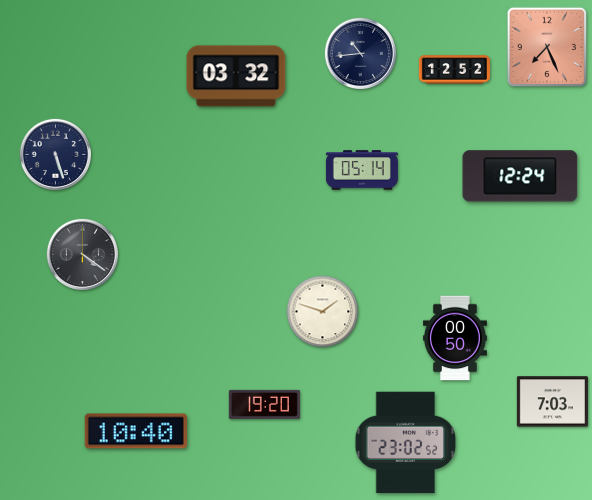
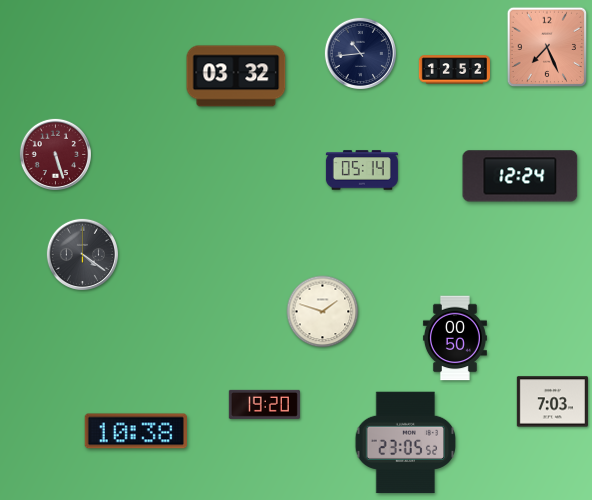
clock at (55, 154) dial: navy -> burgundy
clock at (136, 431): 10:40 -> 10:38
clock at (406, 443): 23:02 -> 23:05
